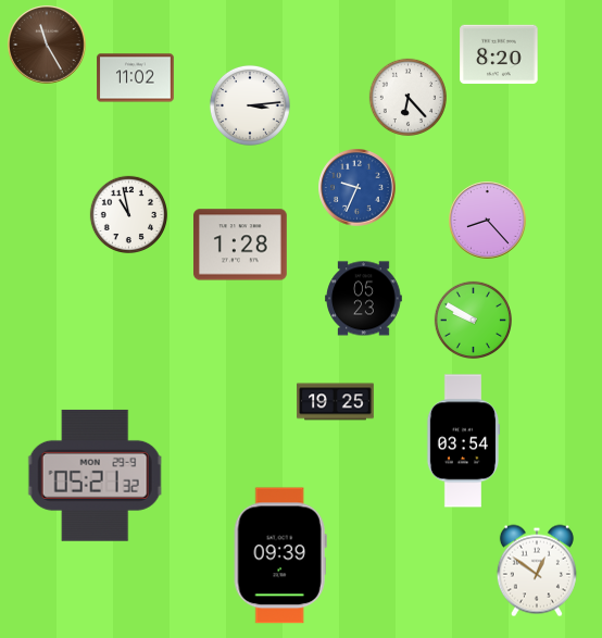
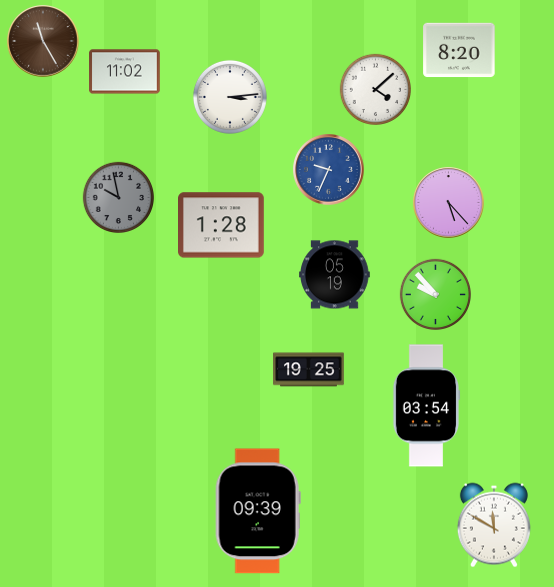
clock at (407, 97): 6:23 -> 4:08
clock at (358, 188) position: (358, 188) -> (329, 170)
clock at (128, 214): 10:58 -> 9:58
clock at (128, 214) dial: white -> grey
clock at (488, 221): 8:23 -> 5:23
clock at (364, 299): 05:23 -> 05:19
clock at (473, 320): 9:50 -> 9:53
clock at (95, 475): 05:21 -> none
clock at (537, 571): 12:51 -> 11:50
